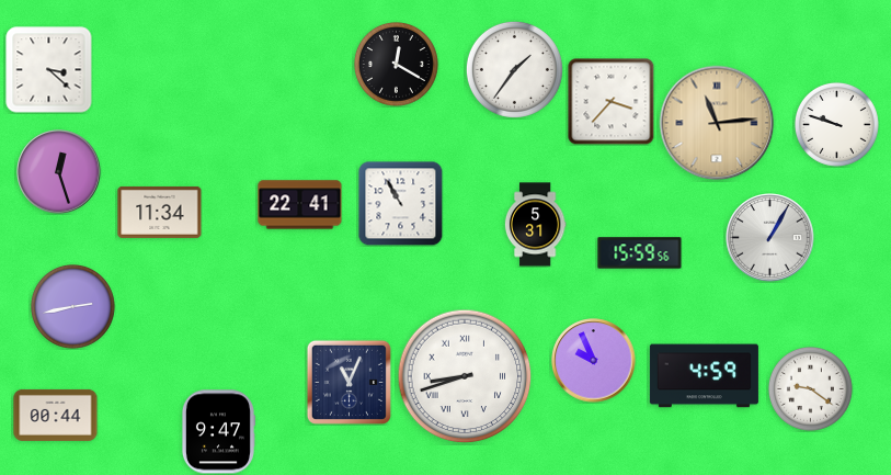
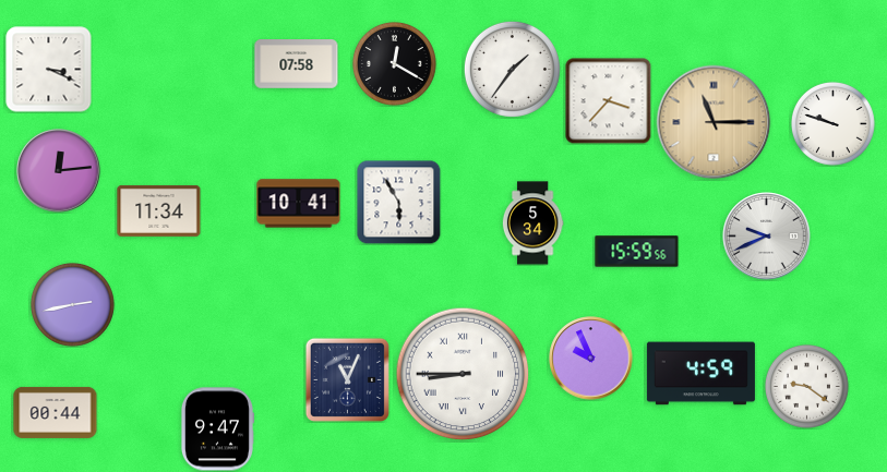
clock at (297, 64): none -> 07:58
clock at (49, 70): 3:22 -> 3:19
clock at (717, 123): 11:14 -> 11:15
clock at (59, 172): 12:27 -> 12:14
clock at (400, 203): 10:55 -> 5:55
clock at (300, 205): 22:41 -> 10:41
clock at (535, 225): 5:31 -> 5:34
clock at (770, 238): 1:05 -> 9:41
clock at (465, 376): 8:42 -> 8:45
